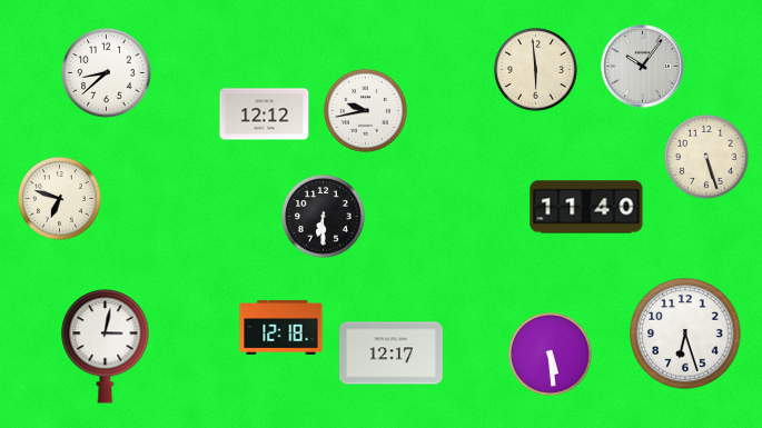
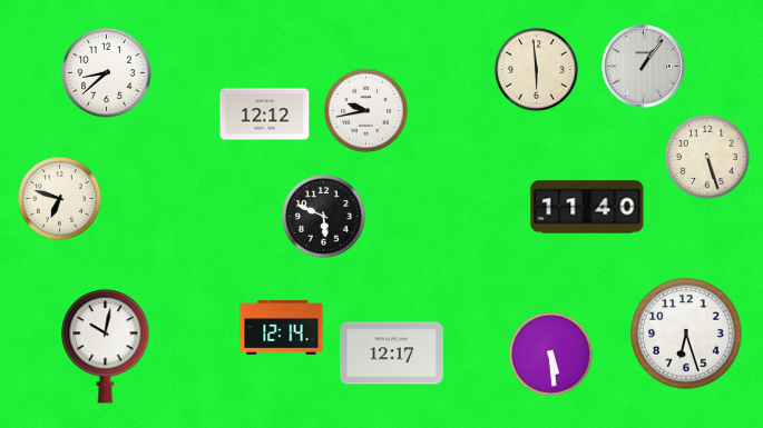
clock at (643, 67): 10:06 -> 1:06
clock at (323, 216): 6:30 -> 5:49
clock at (281, 327): 12:18 -> 12:14
clock at (106, 347): 3:02 -> 10:02
